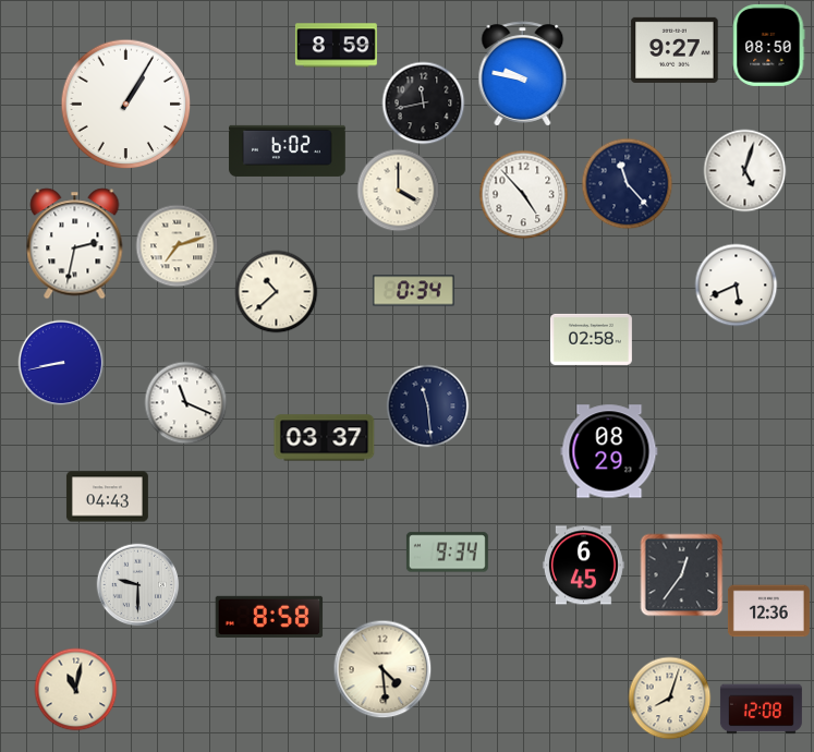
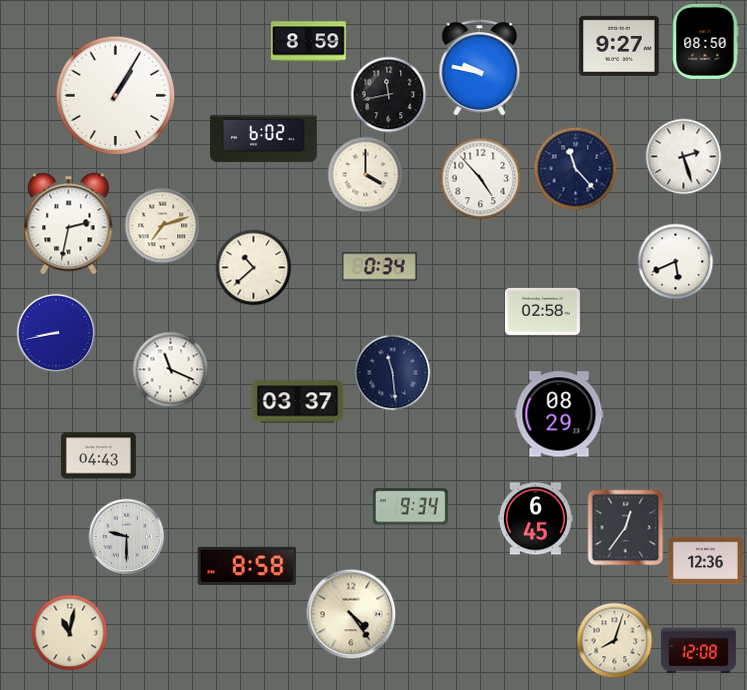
clock at (745, 171): 5:03 -> 2:27
clock at (382, 669): 4:29 -> 4:24
